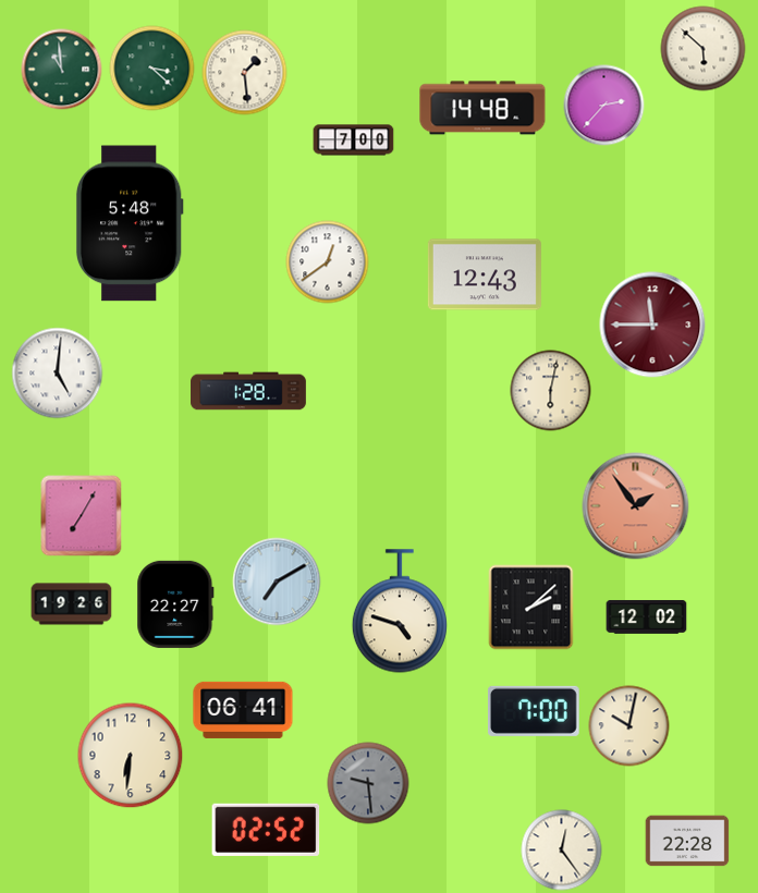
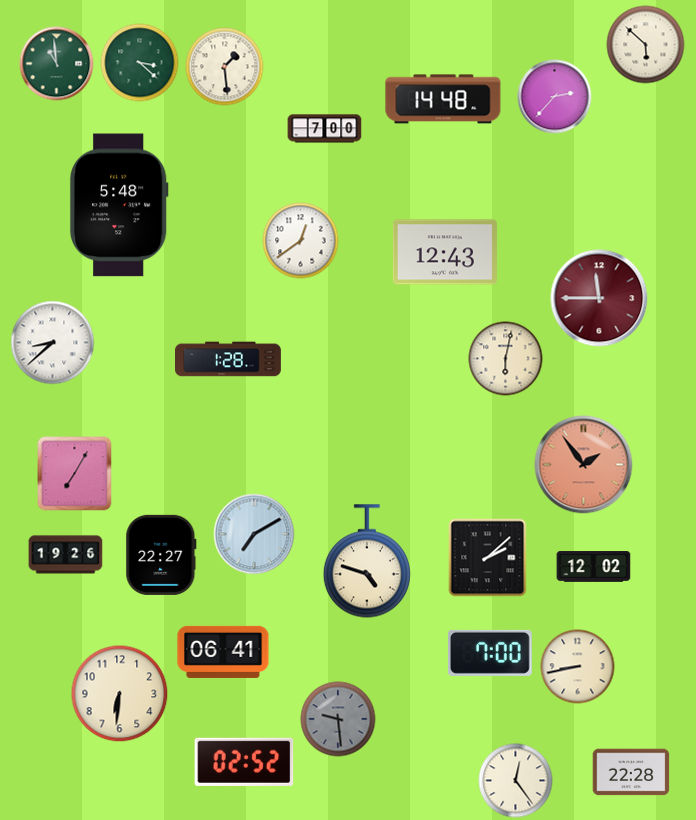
clock at (58, 374): 5:01 -> 8:38
clock at (629, 726): 10:02 -> 8:43
